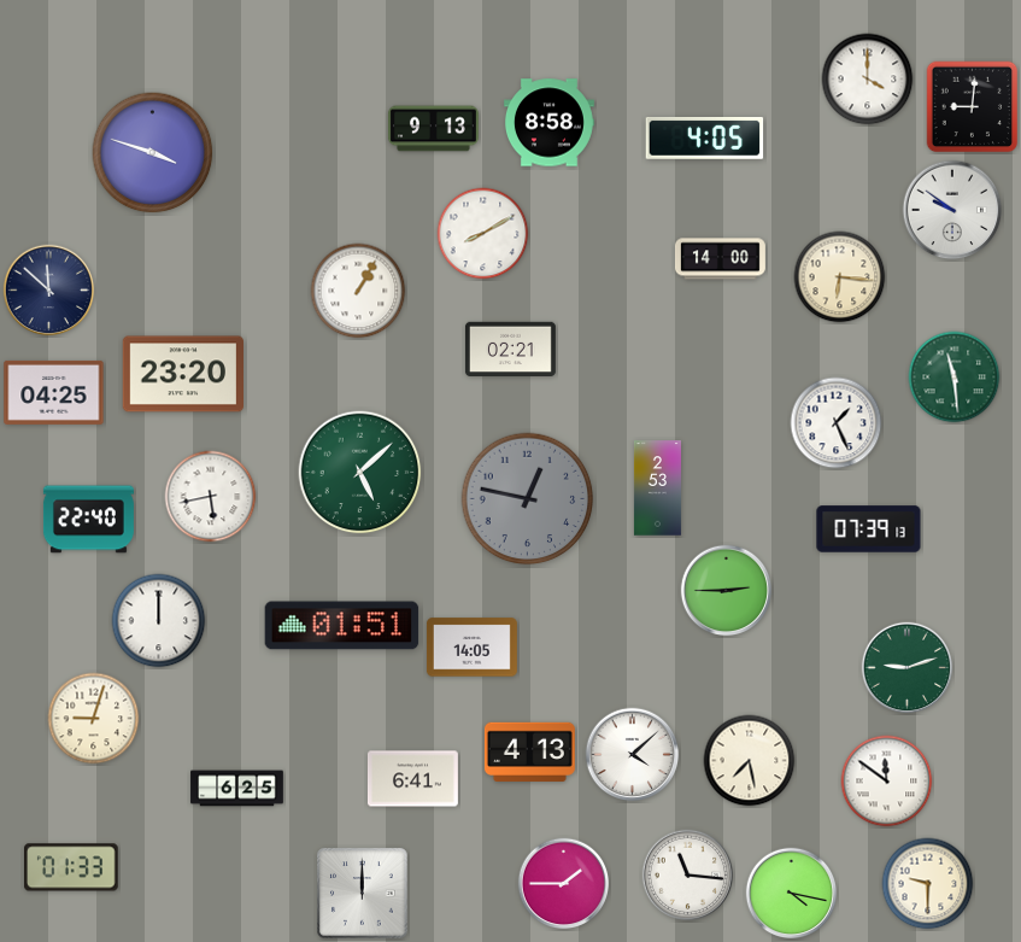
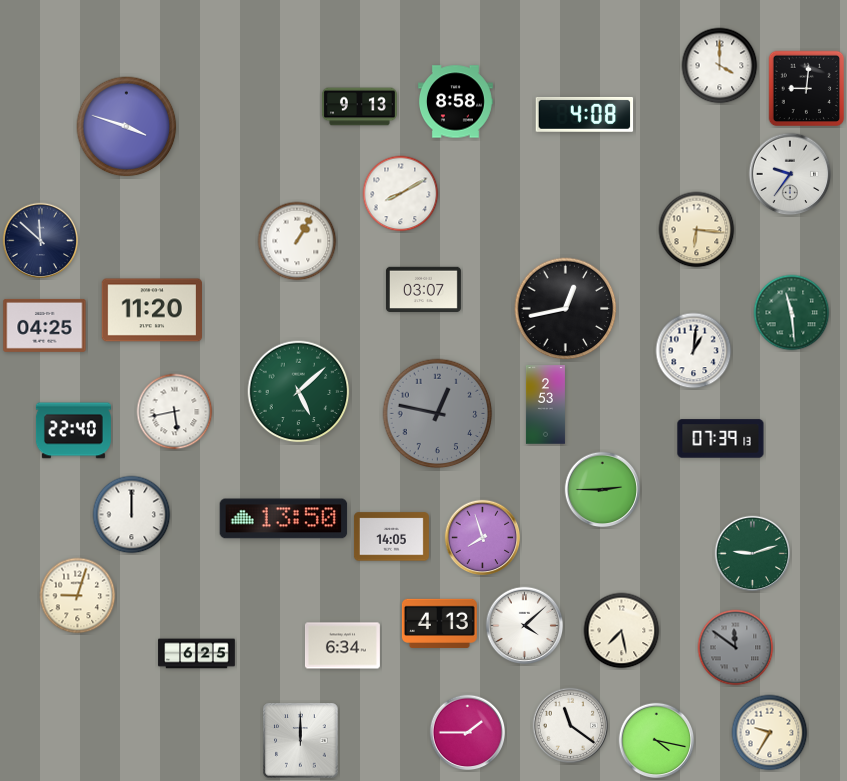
clock at (705, 138): 4:05 -> 4:08
clock at (952, 210): 9:51 -> 9:36
clock at (720, 259): 14:00 -> none
clock at (510, 349): 02:21 -> 03:07
clock at (566, 309): none -> 12:43
clock at (182, 374): 23:20 -> 11:20
clock at (837, 423): 1:26 -> 1:01
clock at (342, 626): 01:51 -> 13:50
clock at (483, 538): none -> 7:57
clock at (412, 779): 6:41 -> 6:34
clock at (887, 782) dial: white -> grey
clock at (71, 867): 01:33 -> none
clock at (688, 876): 11:16 -> 11:21
clock at (928, 884): 9:30 -> 9:35
